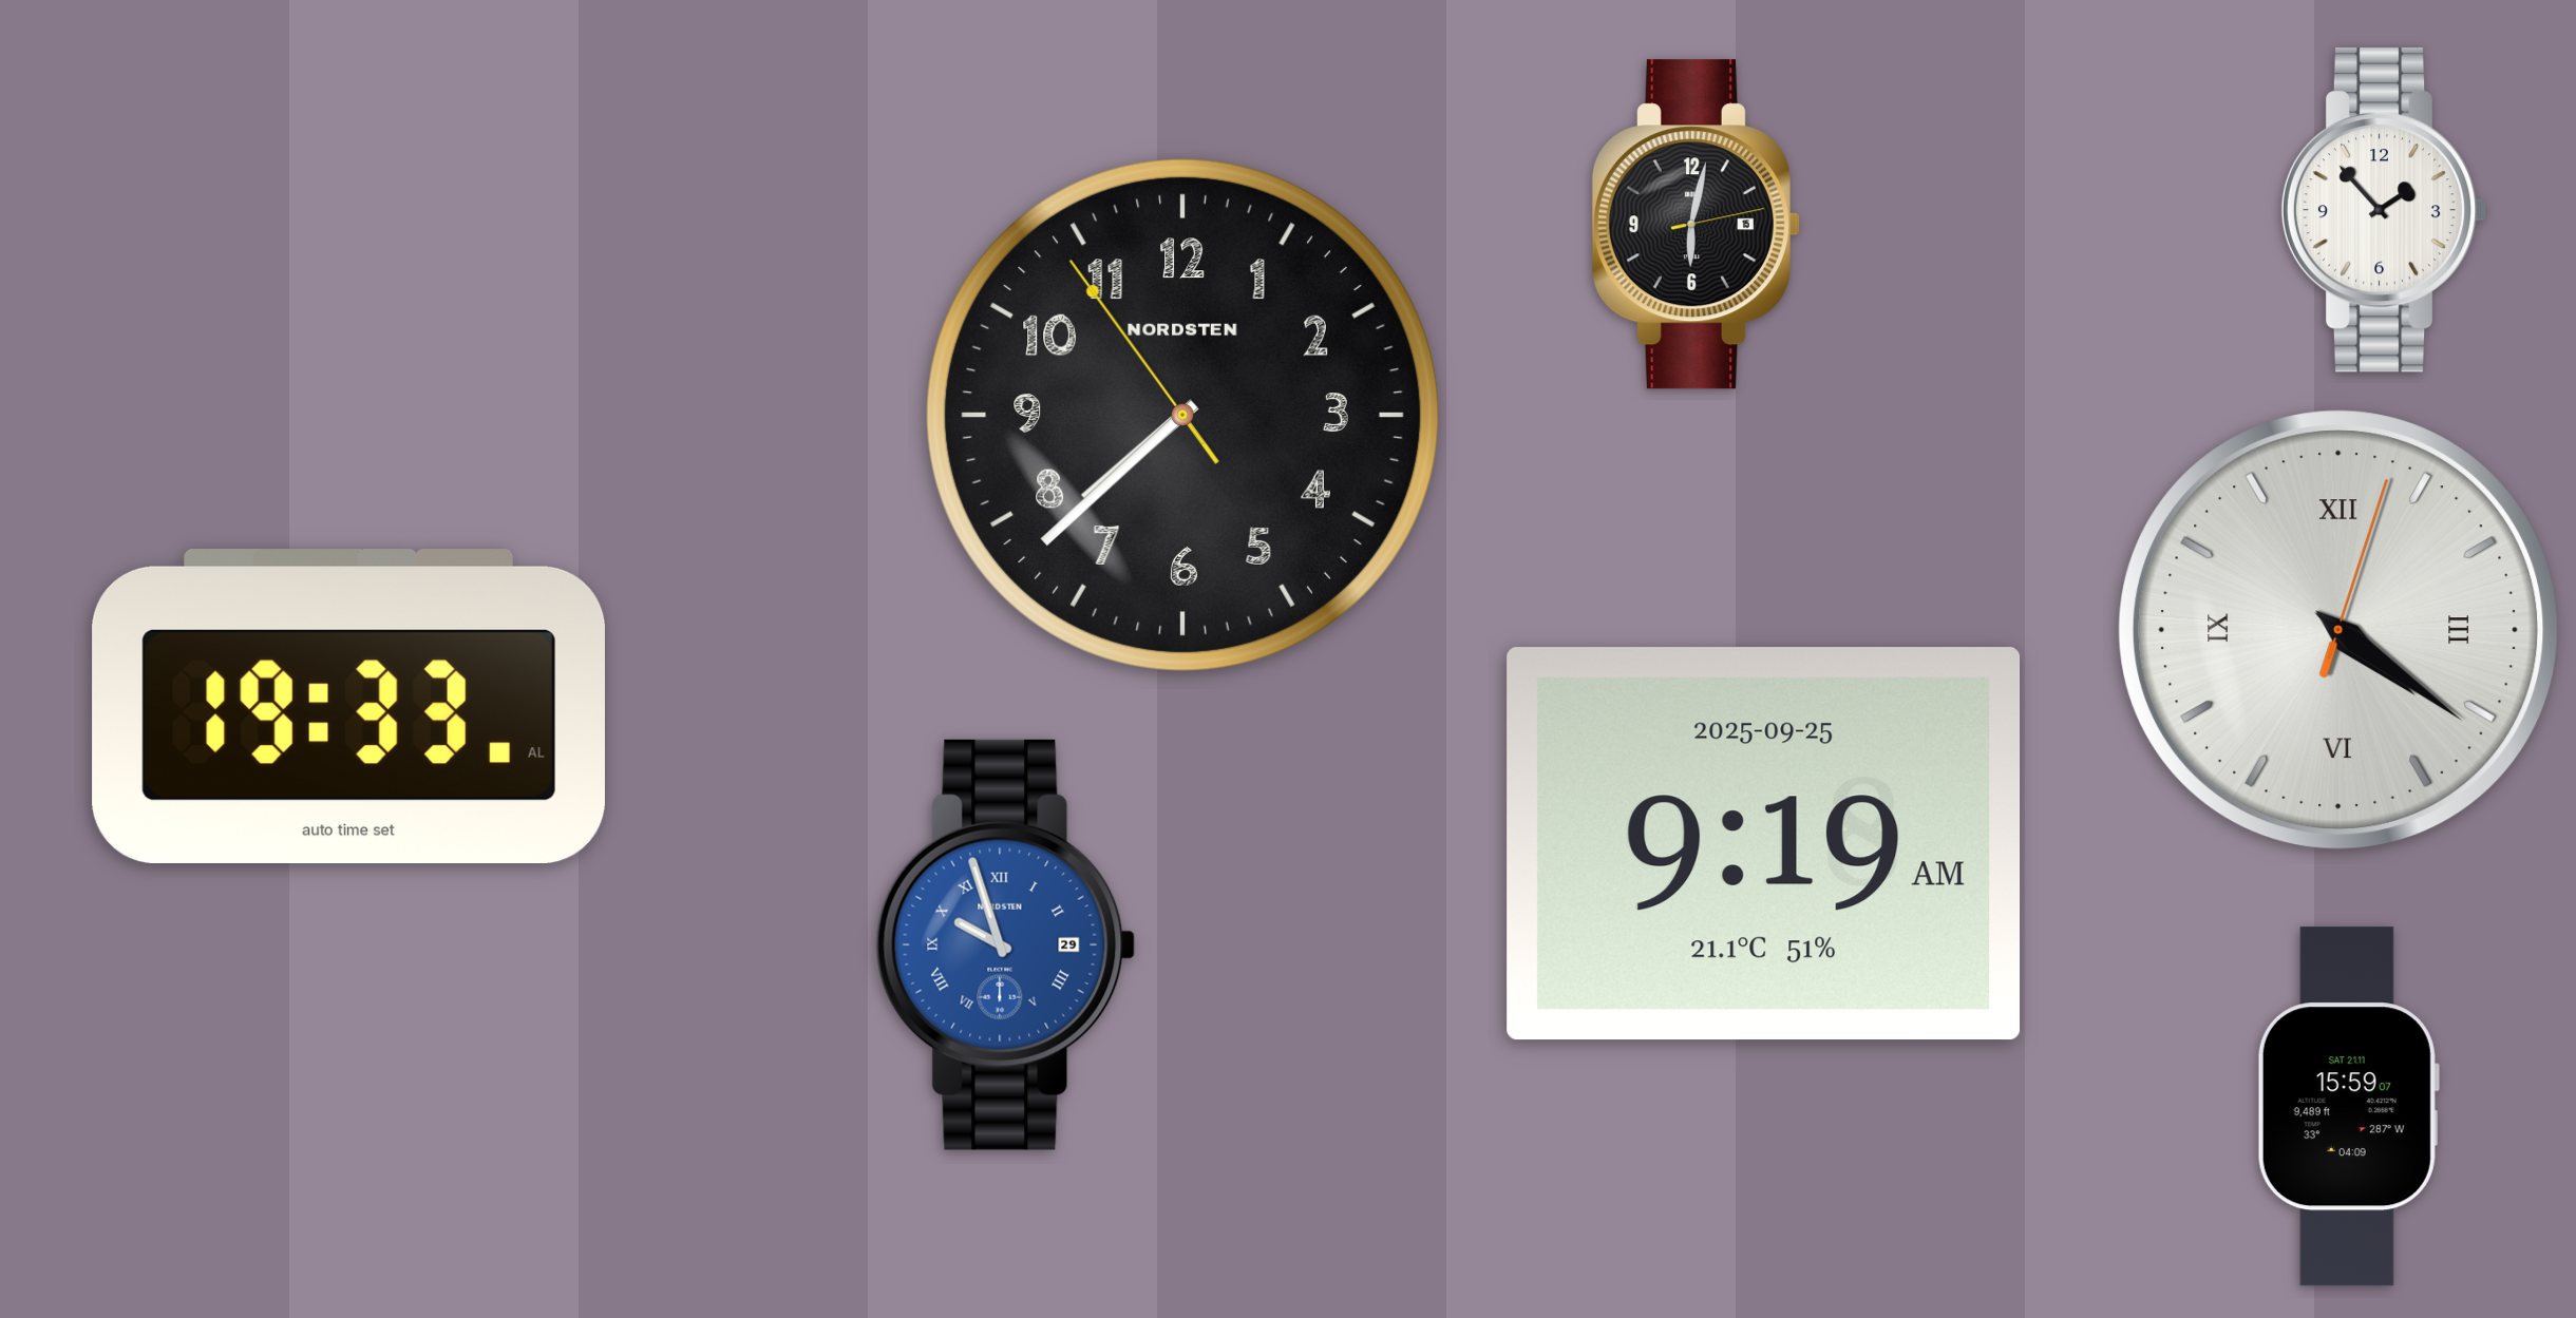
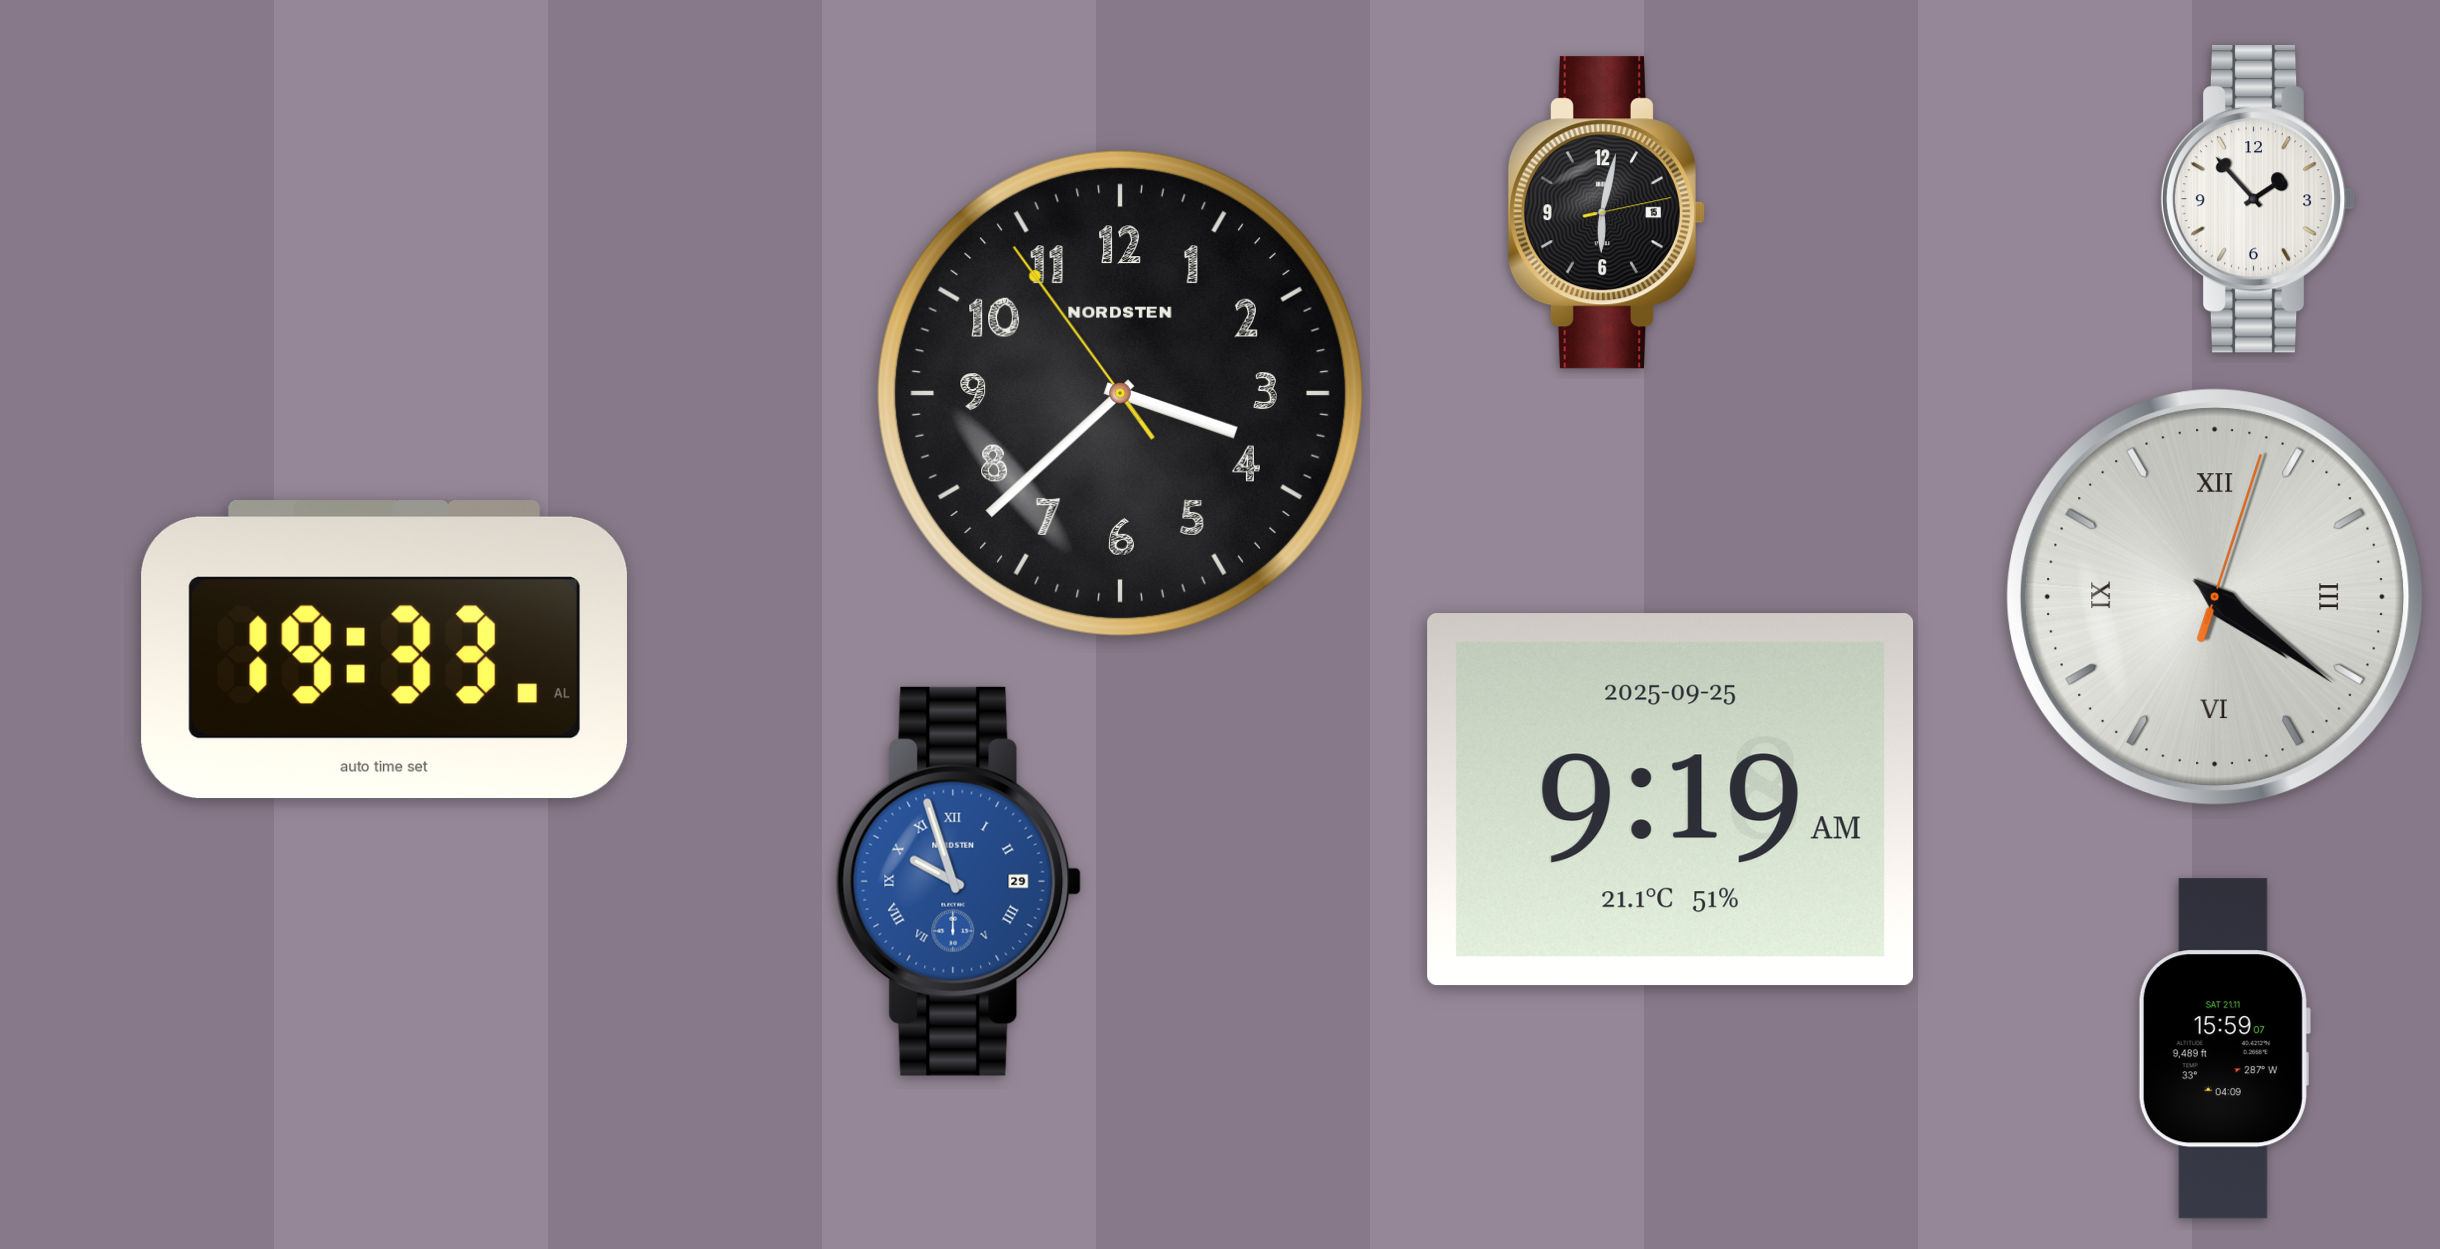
clock at (1182, 415): 7:37 -> 3:37
clock at (348, 707) position: (348, 707) -> (384, 650)
clock at (1006, 944) position: (1006, 944) -> (959, 881)
